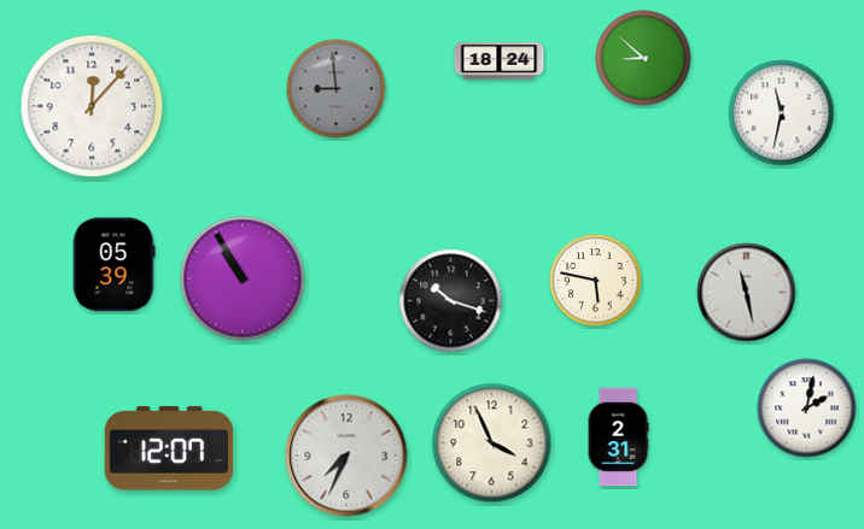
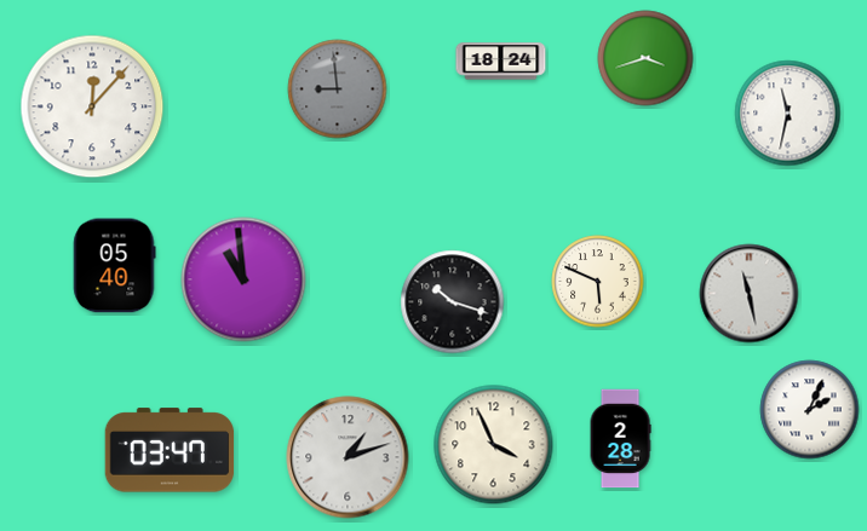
clock at (643, 58): 8:52 -> 3:42
clock at (782, 113) position: (782, 113) -> (788, 114)
clock at (113, 265): 05:39 -> 05:40
clock at (243, 278): 10:55 -> 10:59
clock at (596, 281): 5:47 -> 5:49
clock at (807, 408): 2:02 -> 2:04
clock at (618, 437): 2:31 -> 2:28
clock at (169, 448): 12:07 -> 03:47
clock at (346, 455): 7:34 -> 1:12
